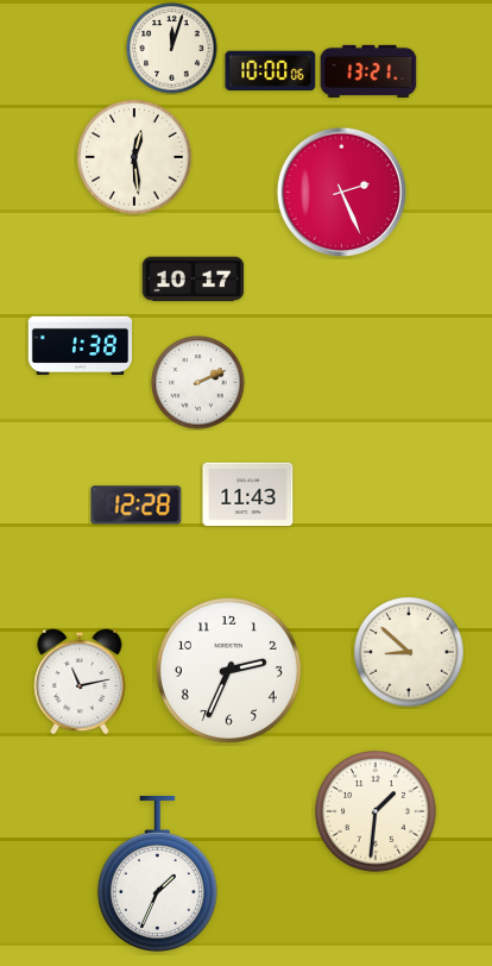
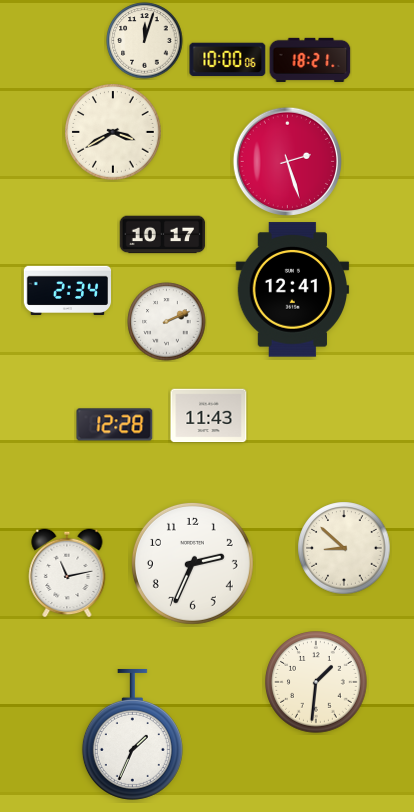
clock at (368, 71): 13:21 -> 18:21
clock at (134, 157): 12:29 -> 3:40
clock at (341, 192): 2:26 -> 2:27
clock at (81, 345): 1:38 -> 2:34
clock at (293, 290): none -> 12:41
